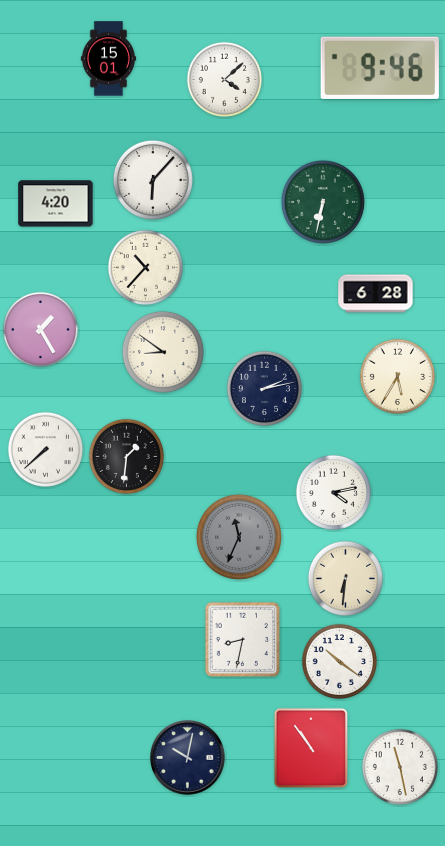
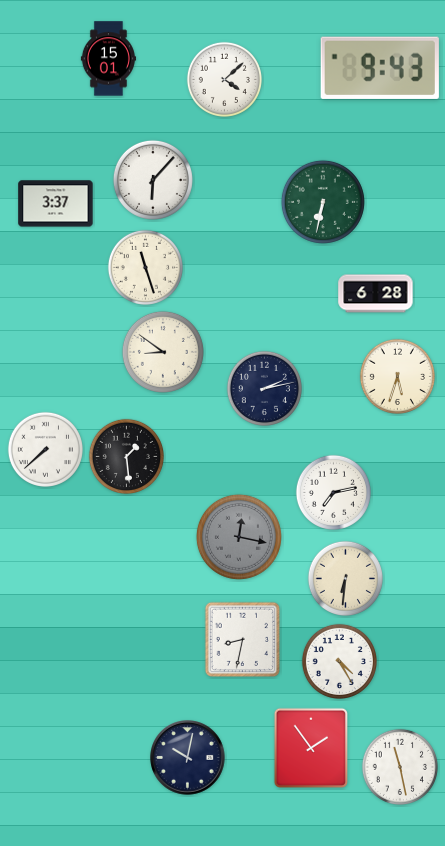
clock at (380, 68): 9:46 -> 9:43
clock at (56, 204): 4:20 -> 3:37
clock at (145, 267): 10:37 -> 11:27
clock at (40, 329): 1:25 -> none
clock at (397, 376): 5:35 -> 5:33
clock at (126, 456): 1:31 -> 1:29
clock at (333, 492): 4:13 -> 7:13
clock at (239, 537): 11:34 -> 12:17
clock at (339, 661): 10:21 -> 4:25
clock at (310, 748): 10:54 -> 1:54
